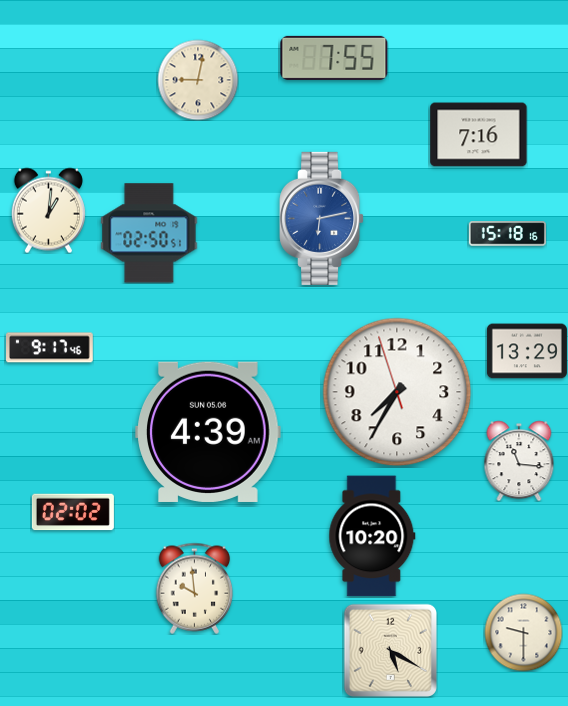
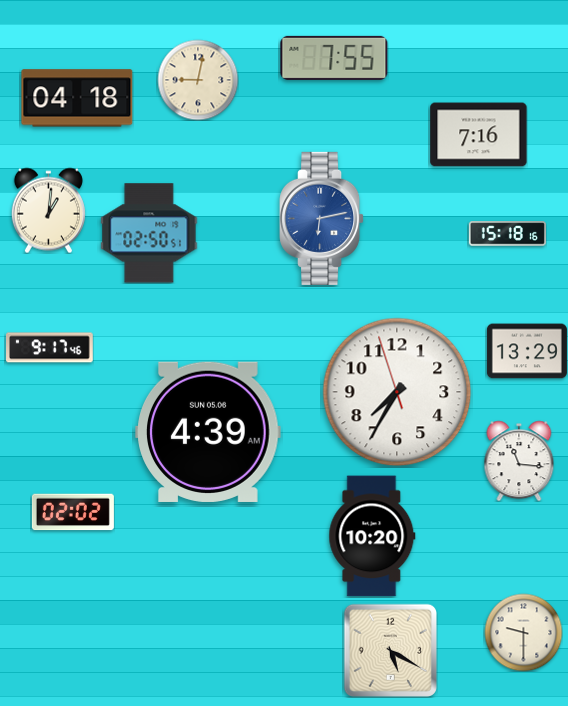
clock at (77, 98): none -> 04:18
clock at (195, 588): 9:59 -> none
